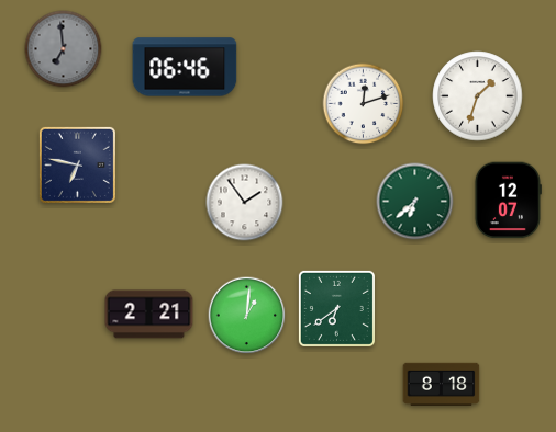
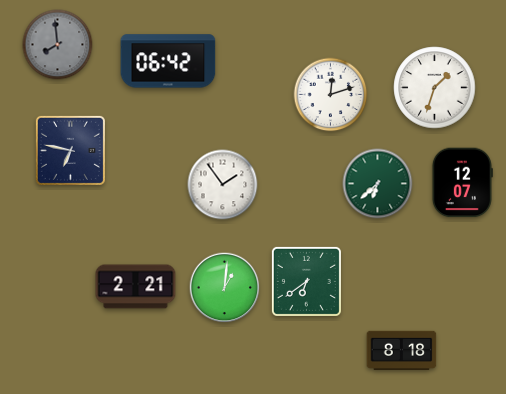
clock at (64, 49): 6:59 -> 7:59
clock at (185, 67): 06:46 -> 06:42
